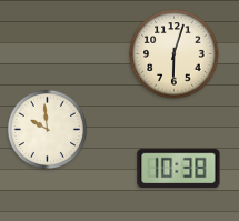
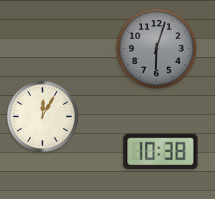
clock at (175, 54) dial: cream -> grey
clock at (47, 129): 9:59 -> 12:05
